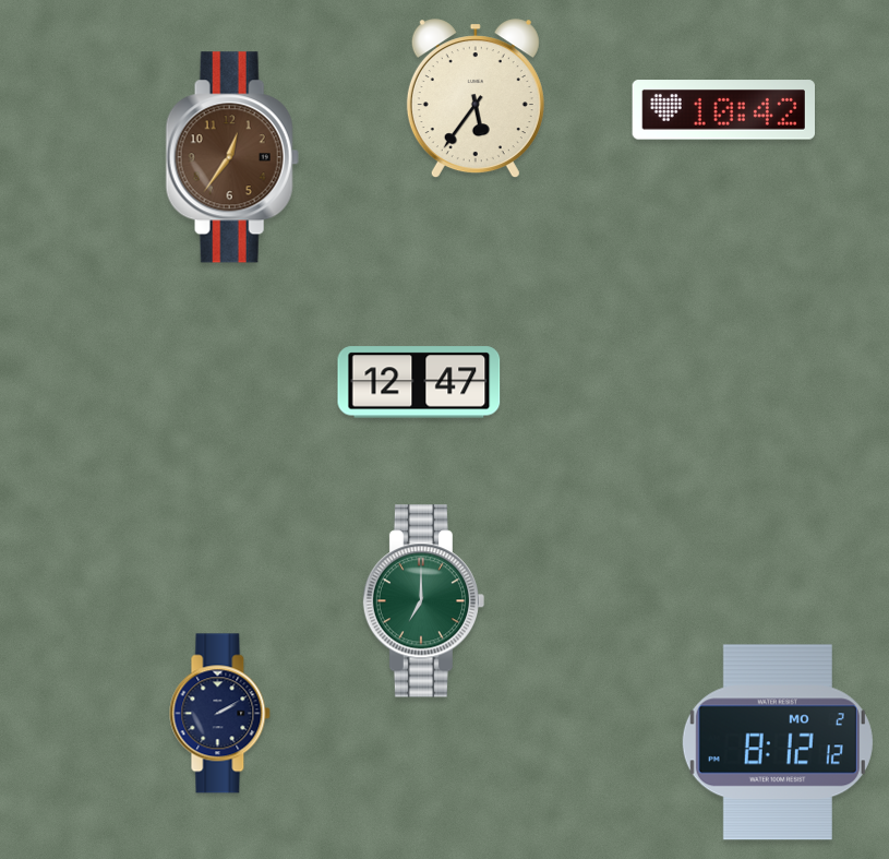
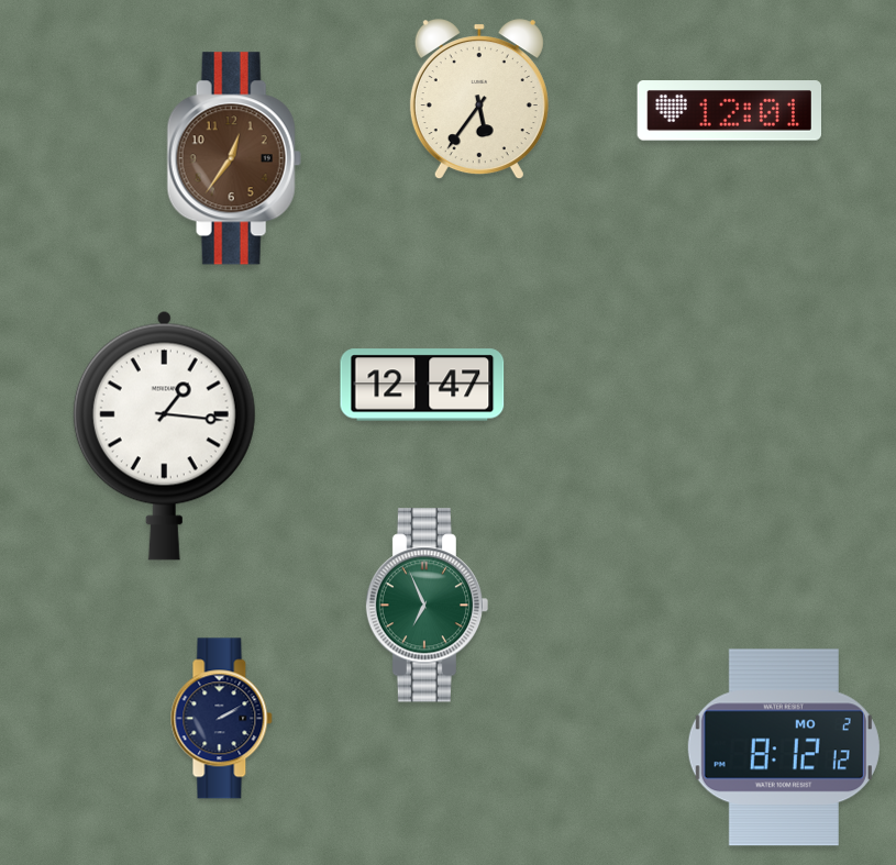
clock at (723, 110): 10:42 -> 12:01
clock at (164, 435): none -> 1:16
clock at (423, 601): 7:00 -> 6:56
